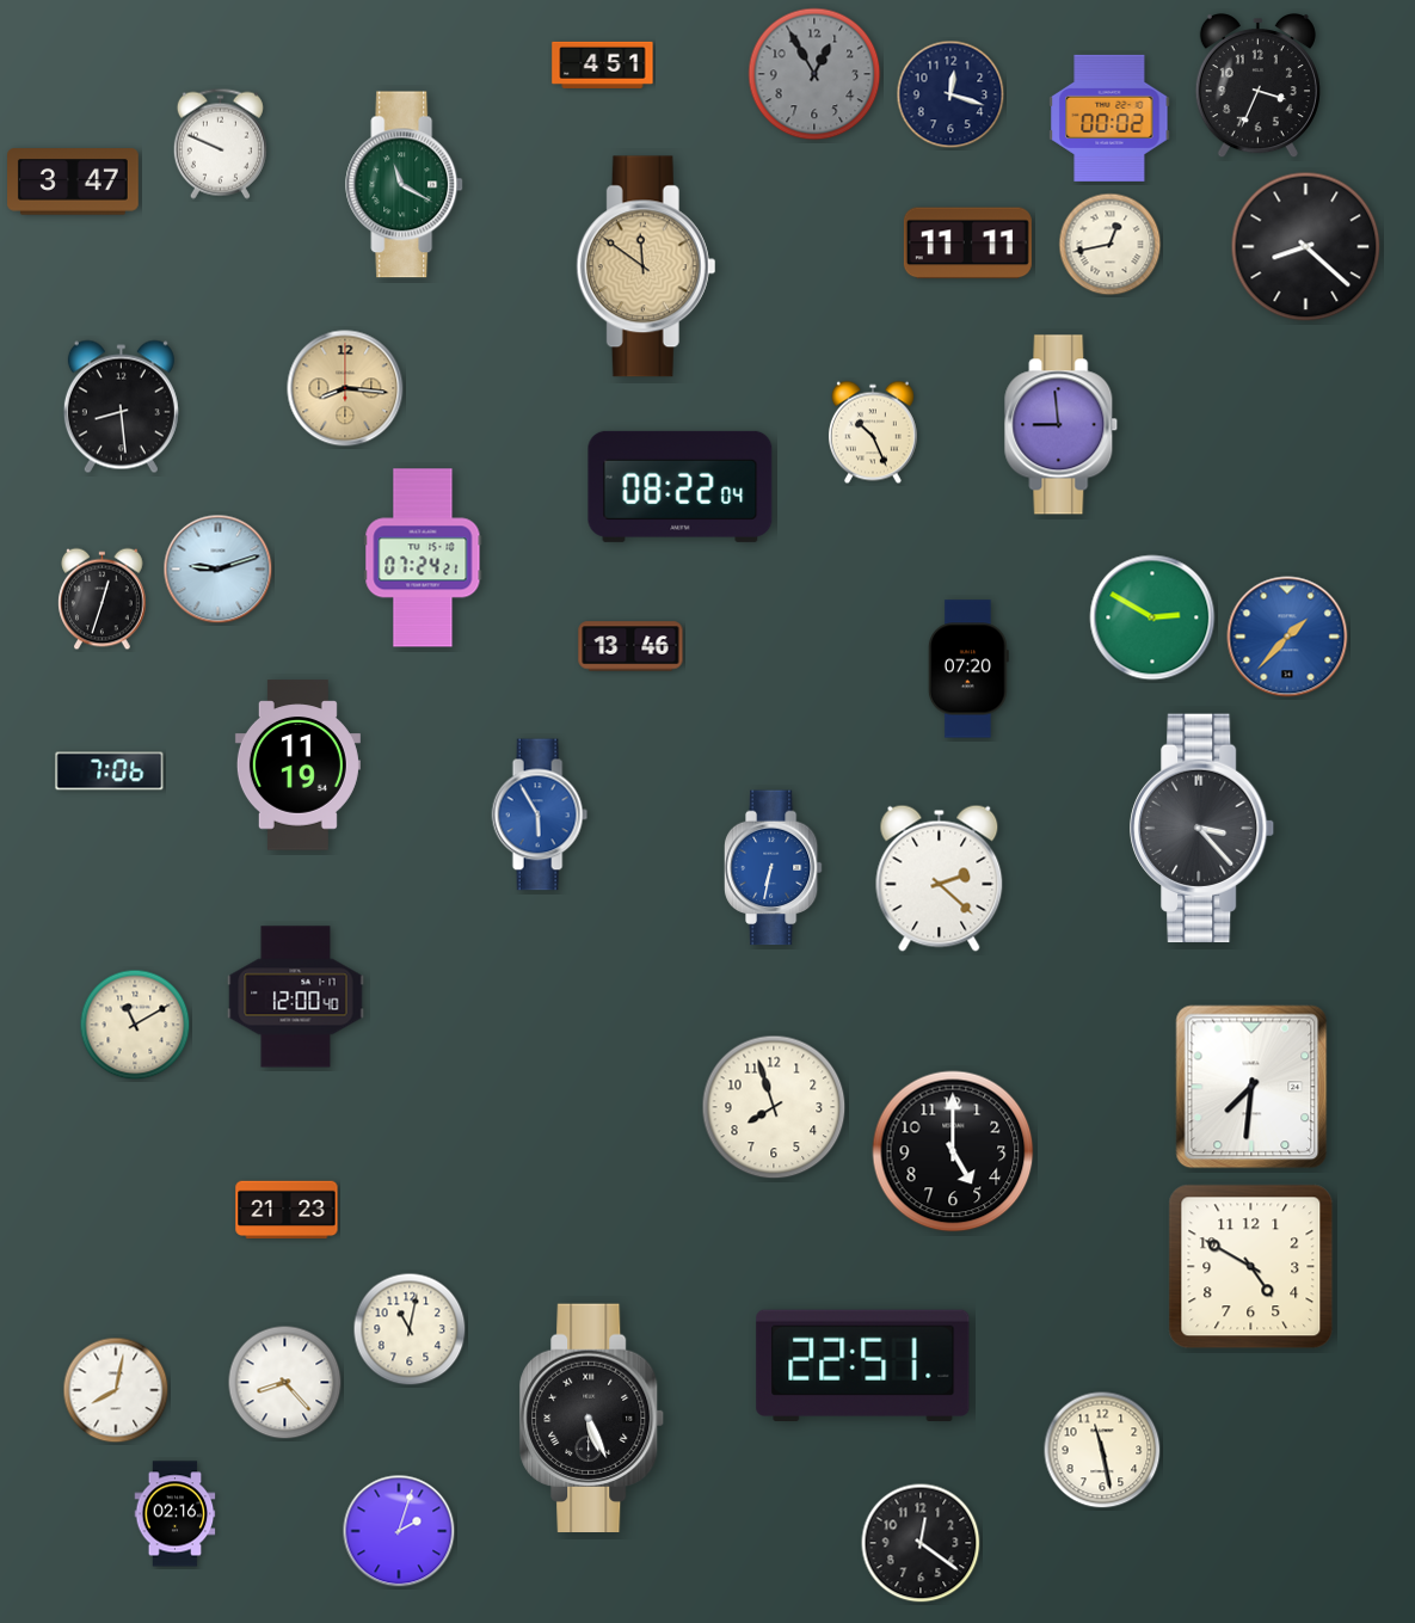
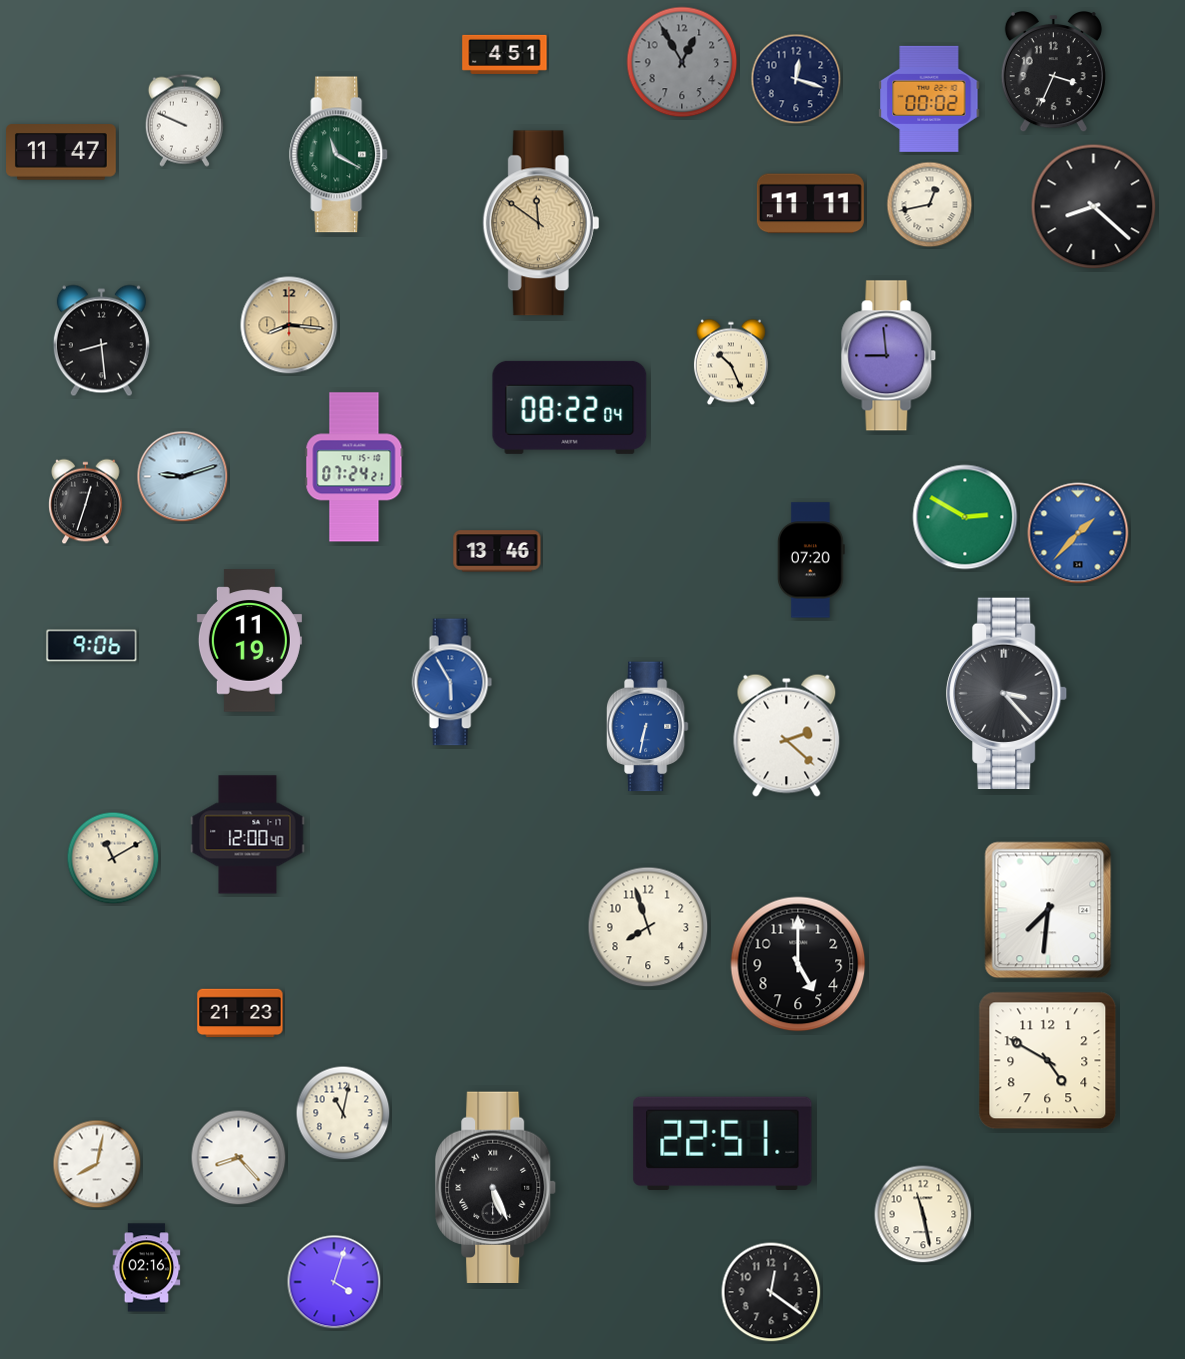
clock at (74, 182): 3:47 -> 11:47
clock at (630, 646) position: (630, 646) -> (497, 551)
clock at (110, 771): 7:06 -> 9:06
clock at (399, 1531): 2:03 -> 4:03
